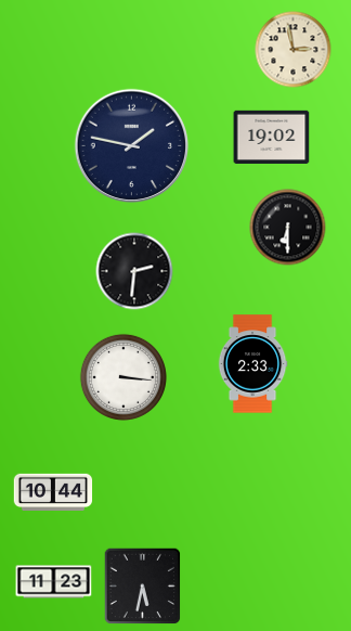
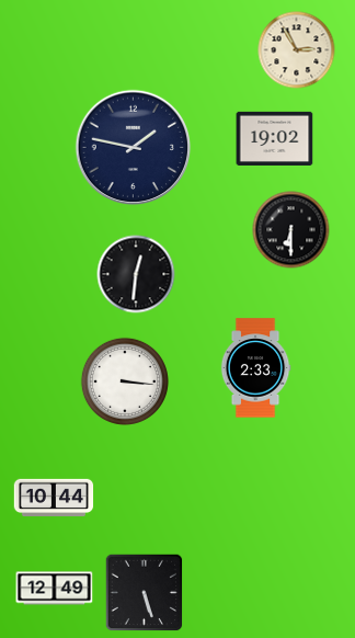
clock at (294, 50): 2:58 -> 2:55
clock at (134, 271): 2:31 -> 12:31
clock at (54, 582): 11:23 -> 12:49
clock at (143, 587): 5:32 -> 5:27
